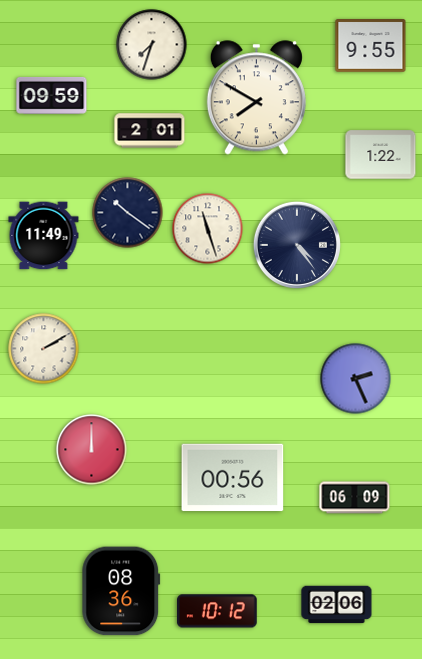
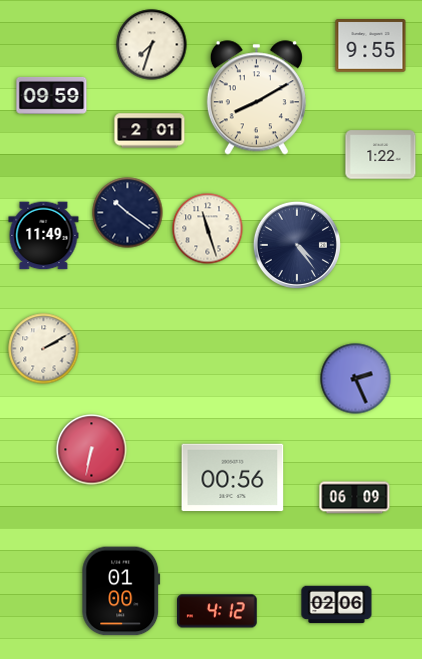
clock at (256, 98): 7:50 -> 8:10
clock at (92, 450): 12:00 -> 6:32
clock at (121, 591): 08:36 -> 01:00
clock at (218, 611): 10:12 -> 4:12
